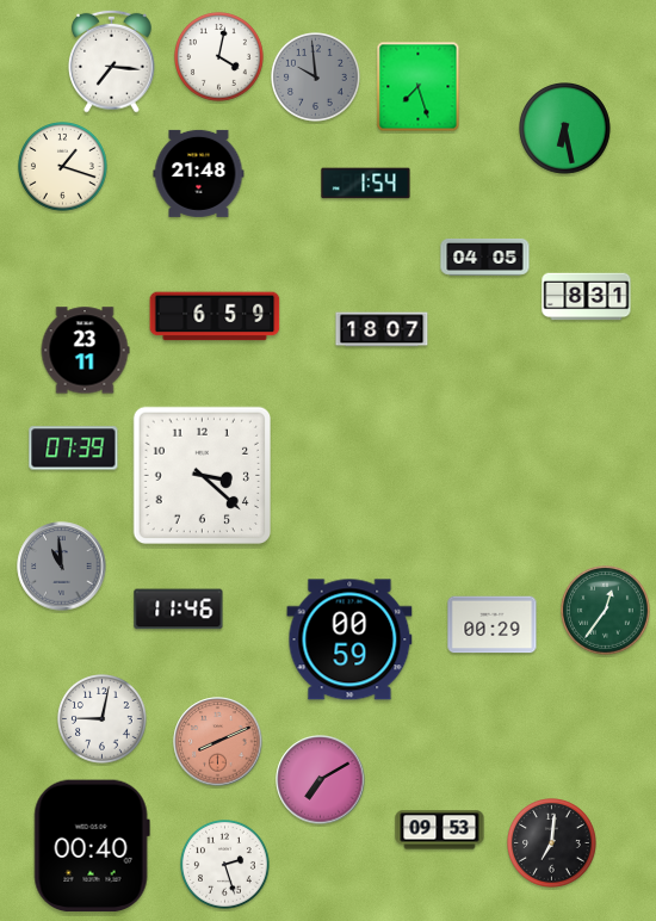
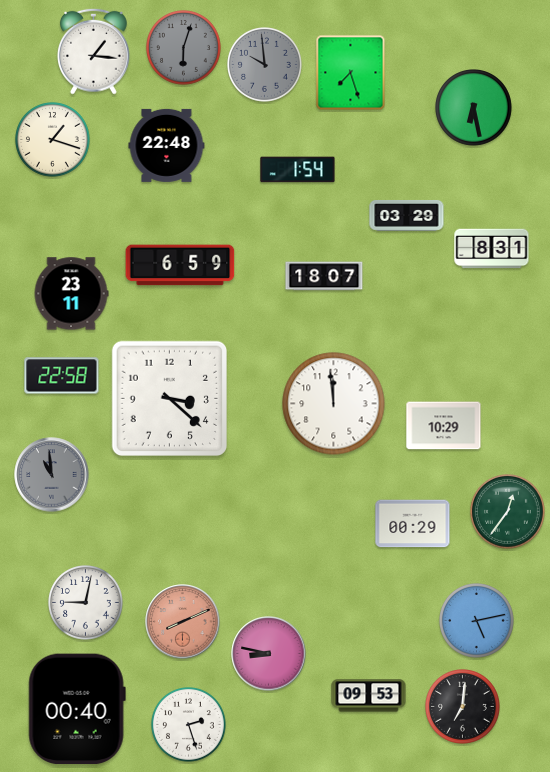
clock at (219, 57): 4:02 -> 6:03
clock at (219, 57) dial: white -> grey
clock at (112, 61): 7:16 -> 1:16
clock at (199, 173): 21:48 -> 22:48
clock at (366, 184) position: (366, 184) -> (298, 170)
clock at (485, 256): 04:05 -> 03:29
clock at (382, 329) position: (382, 329) -> (324, 276)
clock at (74, 449): 07:39 -> 22:58
clock at (334, 404): none -> 11:59
clock at (444, 426): none -> 10:29
clock at (179, 610): 11:46 -> none
clock at (349, 639): 00:59 -> none
clock at (477, 621): none -> 5:13
clock at (321, 780): 7:10 -> 8:47
